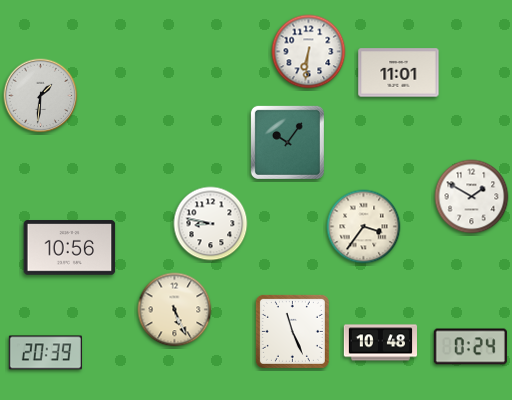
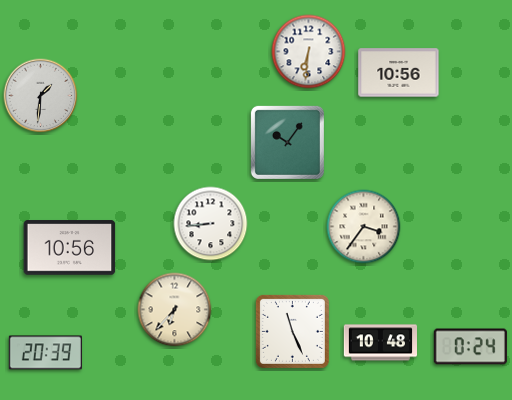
clock at (399, 73): 11:01 -> 10:56
clock at (472, 197): 1:50 -> none
clock at (211, 224): 8:47 -> 8:44
clock at (175, 310): 5:26 -> 6:37
